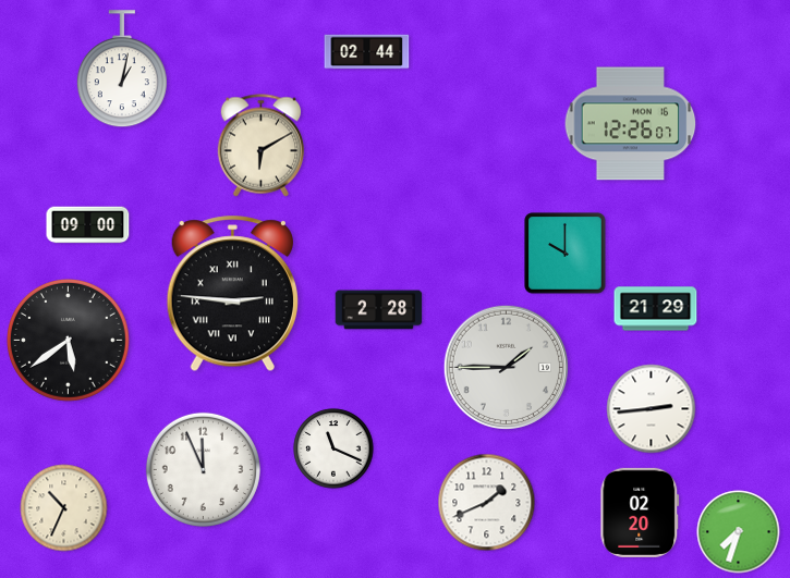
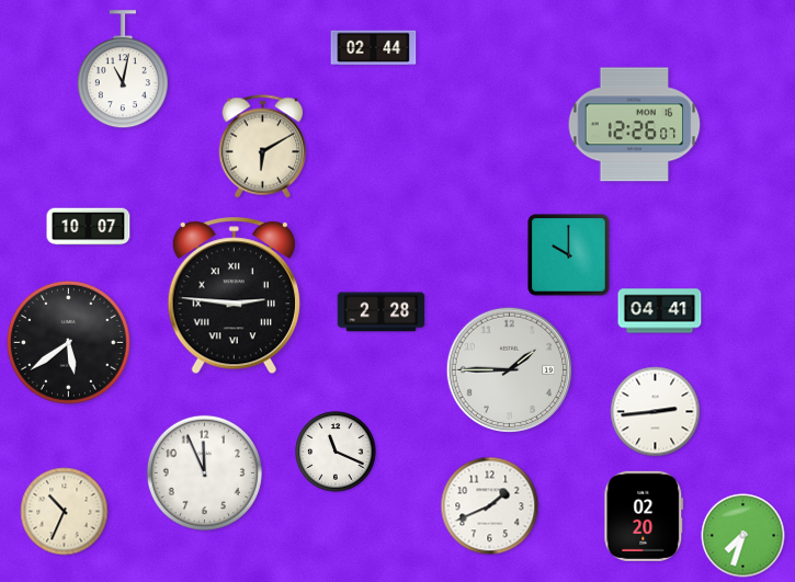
clock at (367, 52) position: (367, 52) -> (374, 48)
clock at (122, 70): 1:02 -> 11:02
clock at (88, 225): 09:00 -> 10:07
clock at (656, 309): 21:29 -> 04:41
